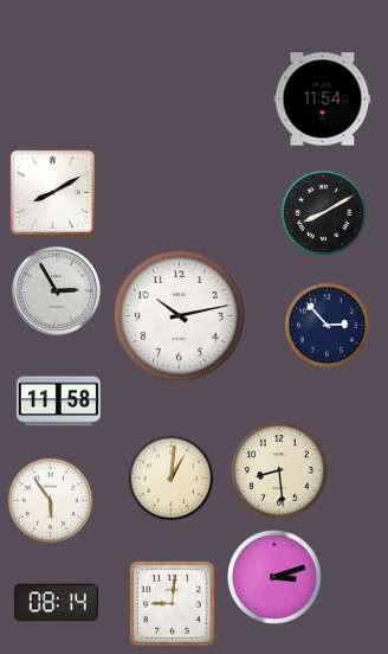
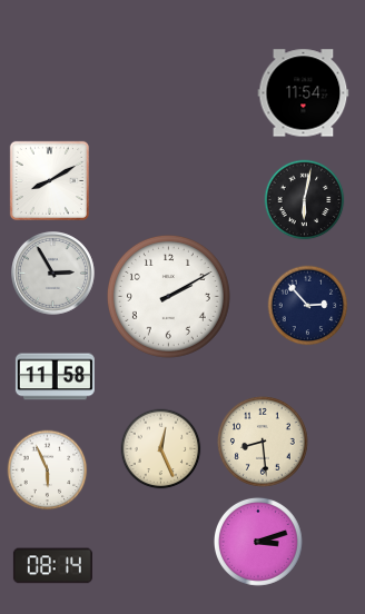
clock at (324, 213): 8:10 -> 6:02
clock at (179, 315): 10:13 -> 2:10
clock at (172, 479): 1:01 -> 12:26
clock at (51, 501): 5:54 -> 5:56
clock at (173, 604): 9:01 -> none
